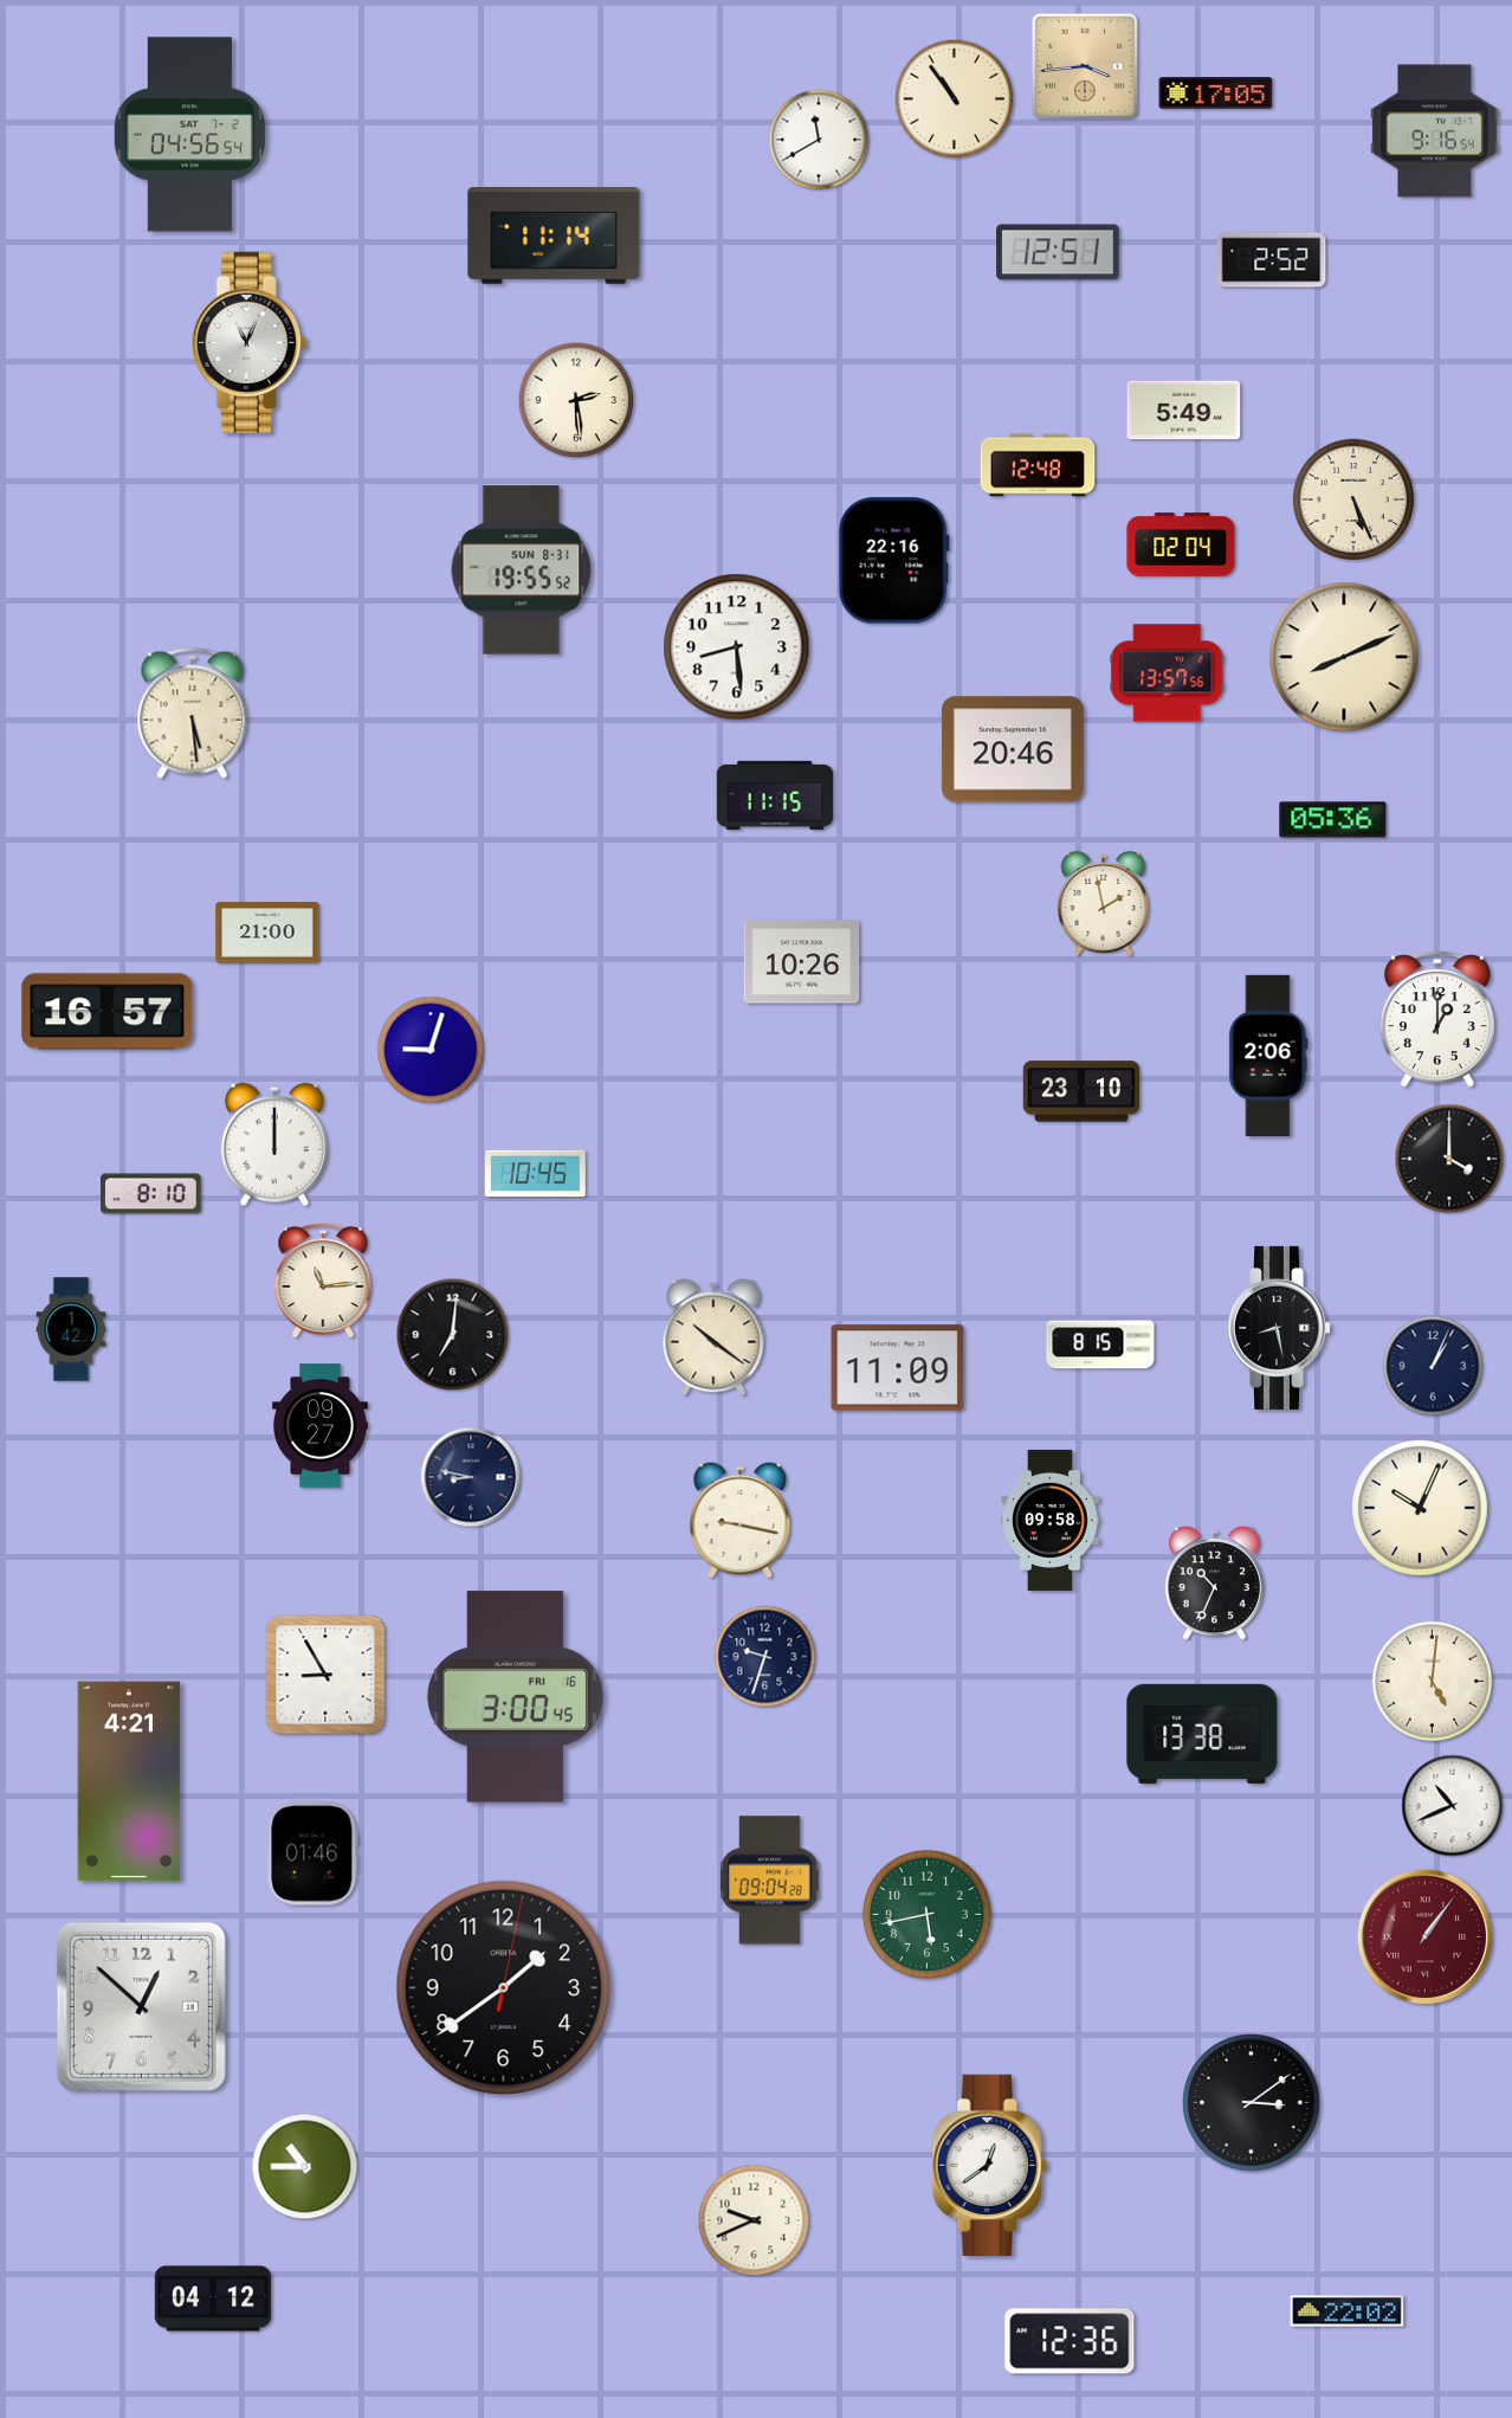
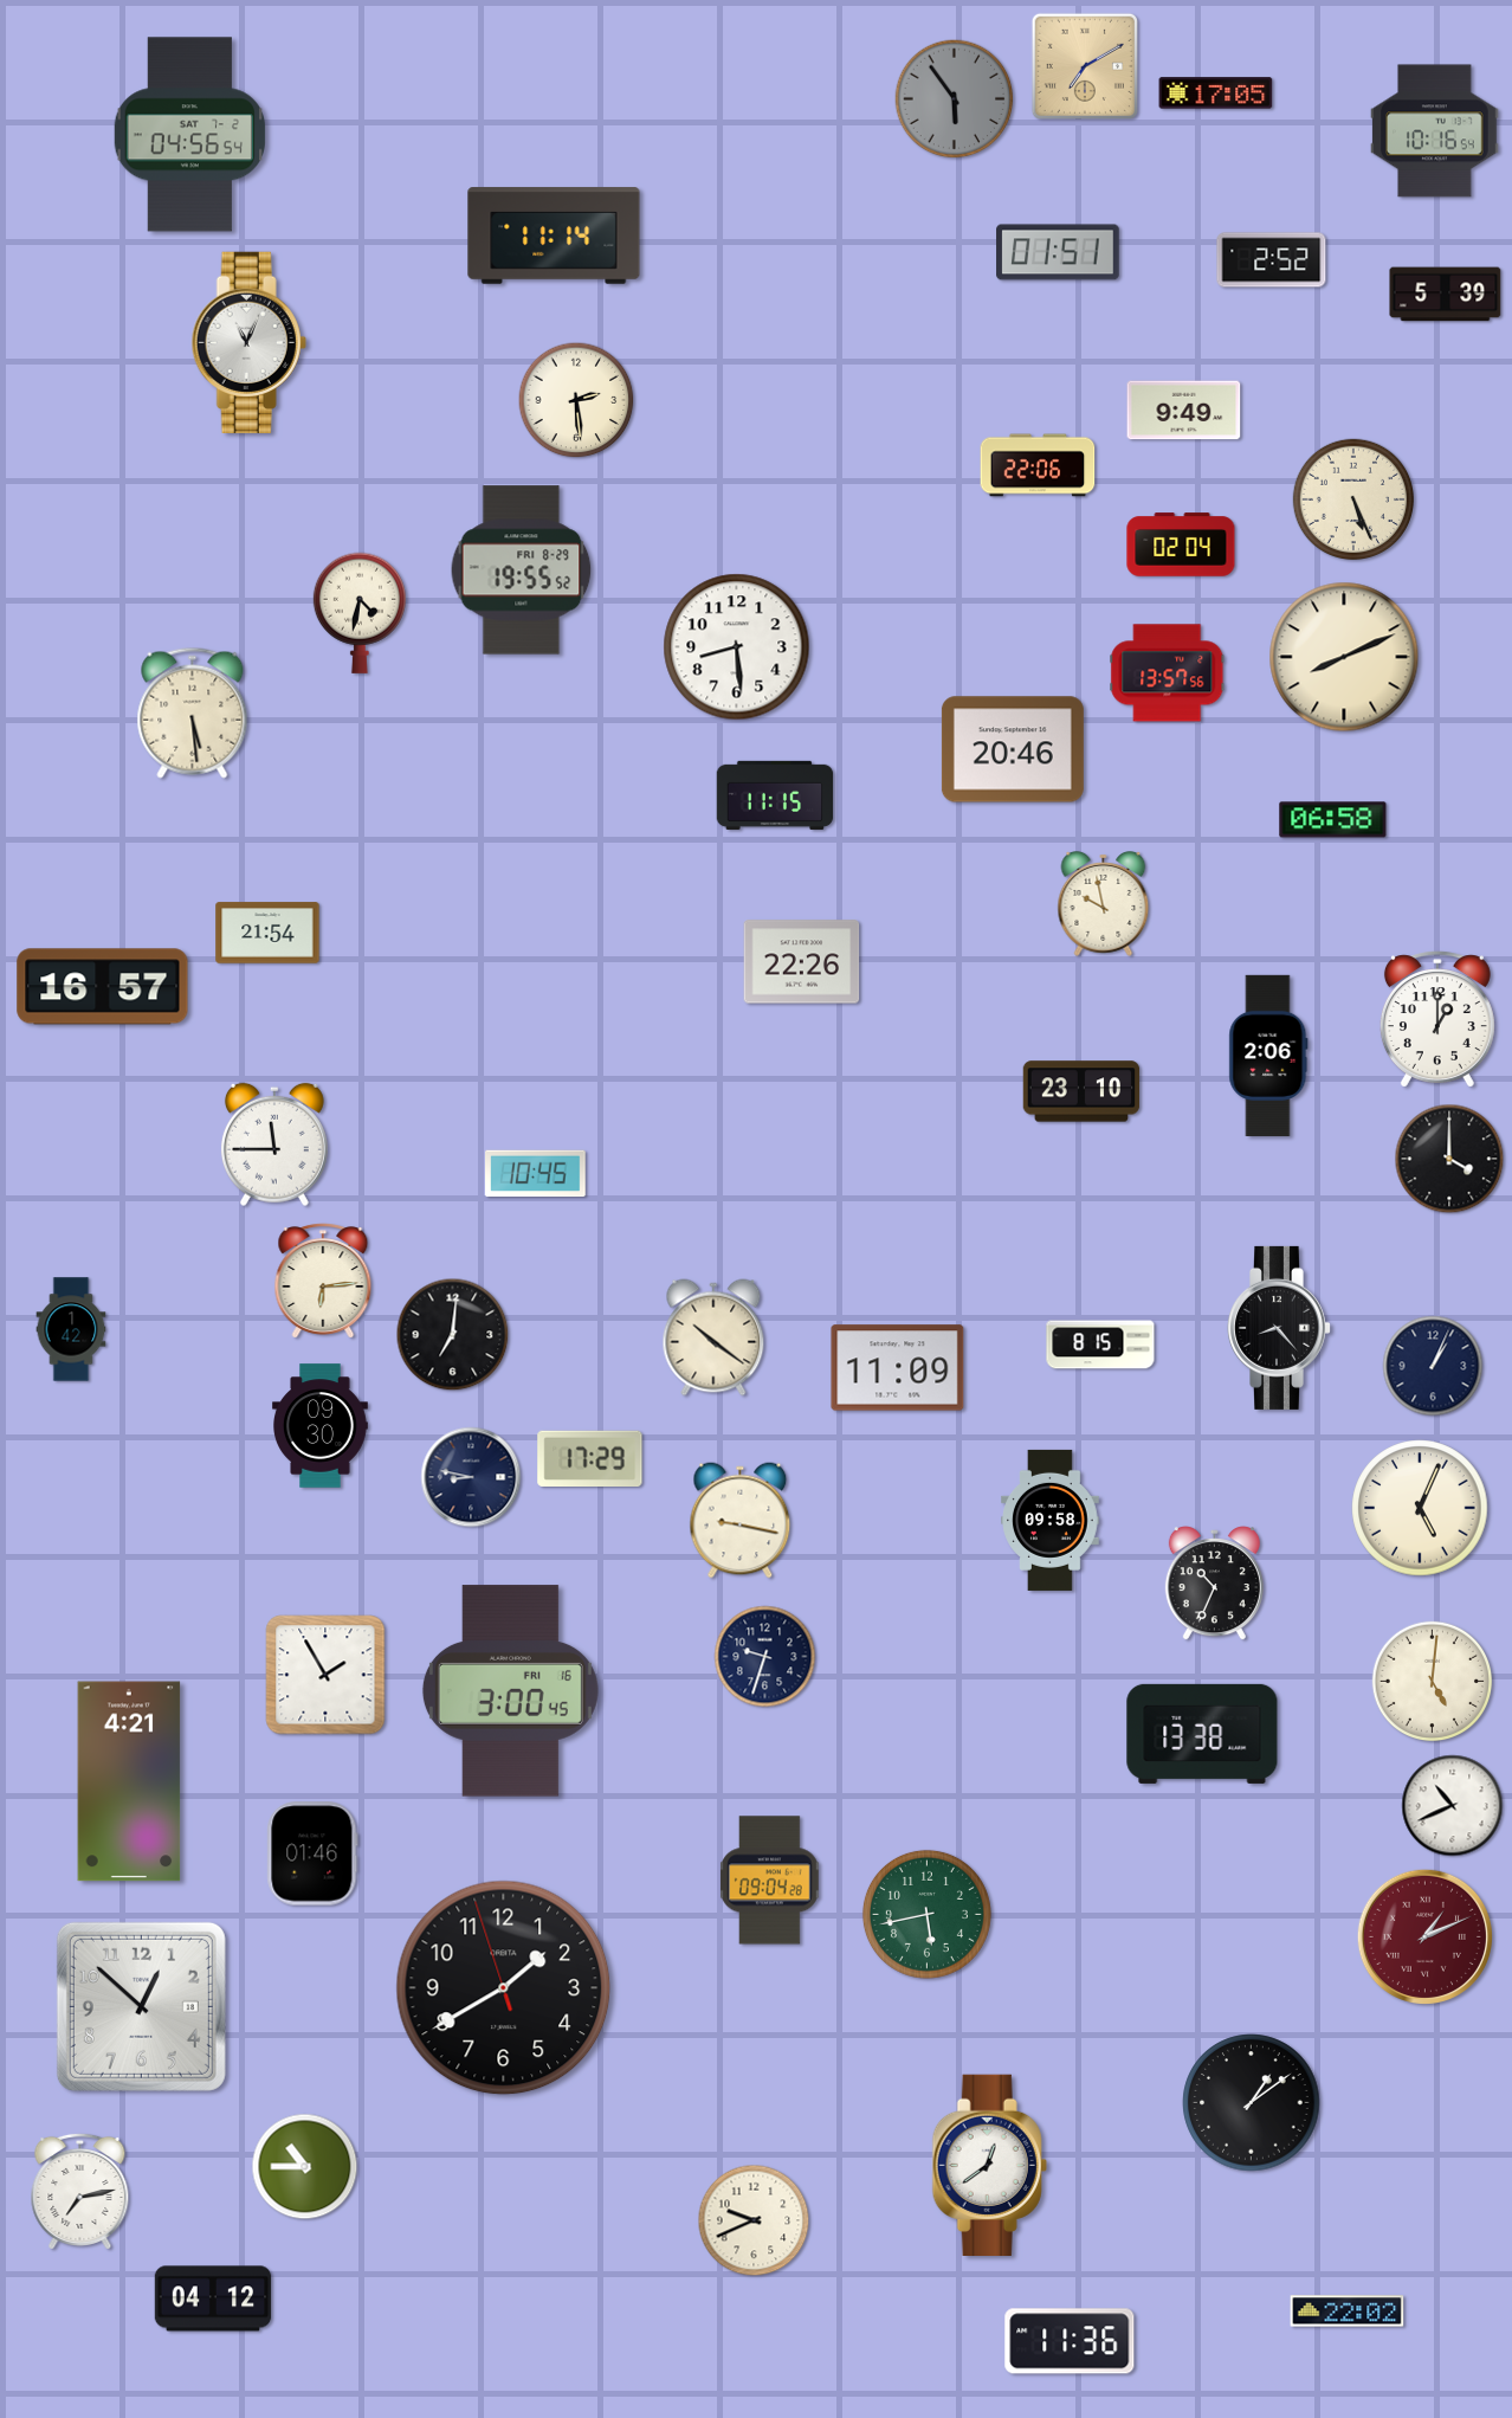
clock at (1085, 66): 3:44 -> 7:10
clock at (955, 99): 10:54 -> 5:54
clock at (955, 99) dial: cream -> grey
clock at (1435, 131): 9:16 -> 10:16
clock at (819, 140): 11:40 -> none
clock at (1058, 252): 12:51 -> 01:51
clock at (1446, 295): none -> 5:39
clock at (1184, 411): 5:49 -> 9:49
clock at (1038, 465): 12:48 -> 22:06
clock at (893, 561): 22:16 -> none
clock at (522, 570) date: SUN 8-31 -> FRI 8-29
clock at (360, 613): none -> 4:32
clock at (1333, 820): 05:36 -> 06:58
clock at (1104, 904): 1:58 -> 9:58
clock at (267, 933): 21:00 -> 21:54
clock at (802, 962): 10:26 -> 22:26
clock at (108, 1012) position: (108, 1012) -> (103, 987)
clock at (431, 1050): 9:03 -> none
clock at (274, 1144): 12:00 -> 11:45
clock at (151, 1194): 8:10 -> none
clock at (323, 1281): 11:14 -> 6:14
clock at (1280, 1328): 8:28 -> 8:23
clock at (321, 1426): 09:27 -> 09:30
clock at (590, 1458): none -> 17:29
clock at (1420, 1508): 10:04 -> 5:04
clock at (325, 1675): 8:55 -> 1:55
clock at (515, 1697) position: (515, 1697) -> (510, 1691)
clock at (1424, 1936): 1:06 -> 1:11
clock at (504, 1988): 1:39:02 -> 1:39:57
clock at (1252, 2103): 3:09 -> 1:09
clock at (80, 2191): none -> 7:13
clock at (1070, 2341): 12:36 -> 11:36
